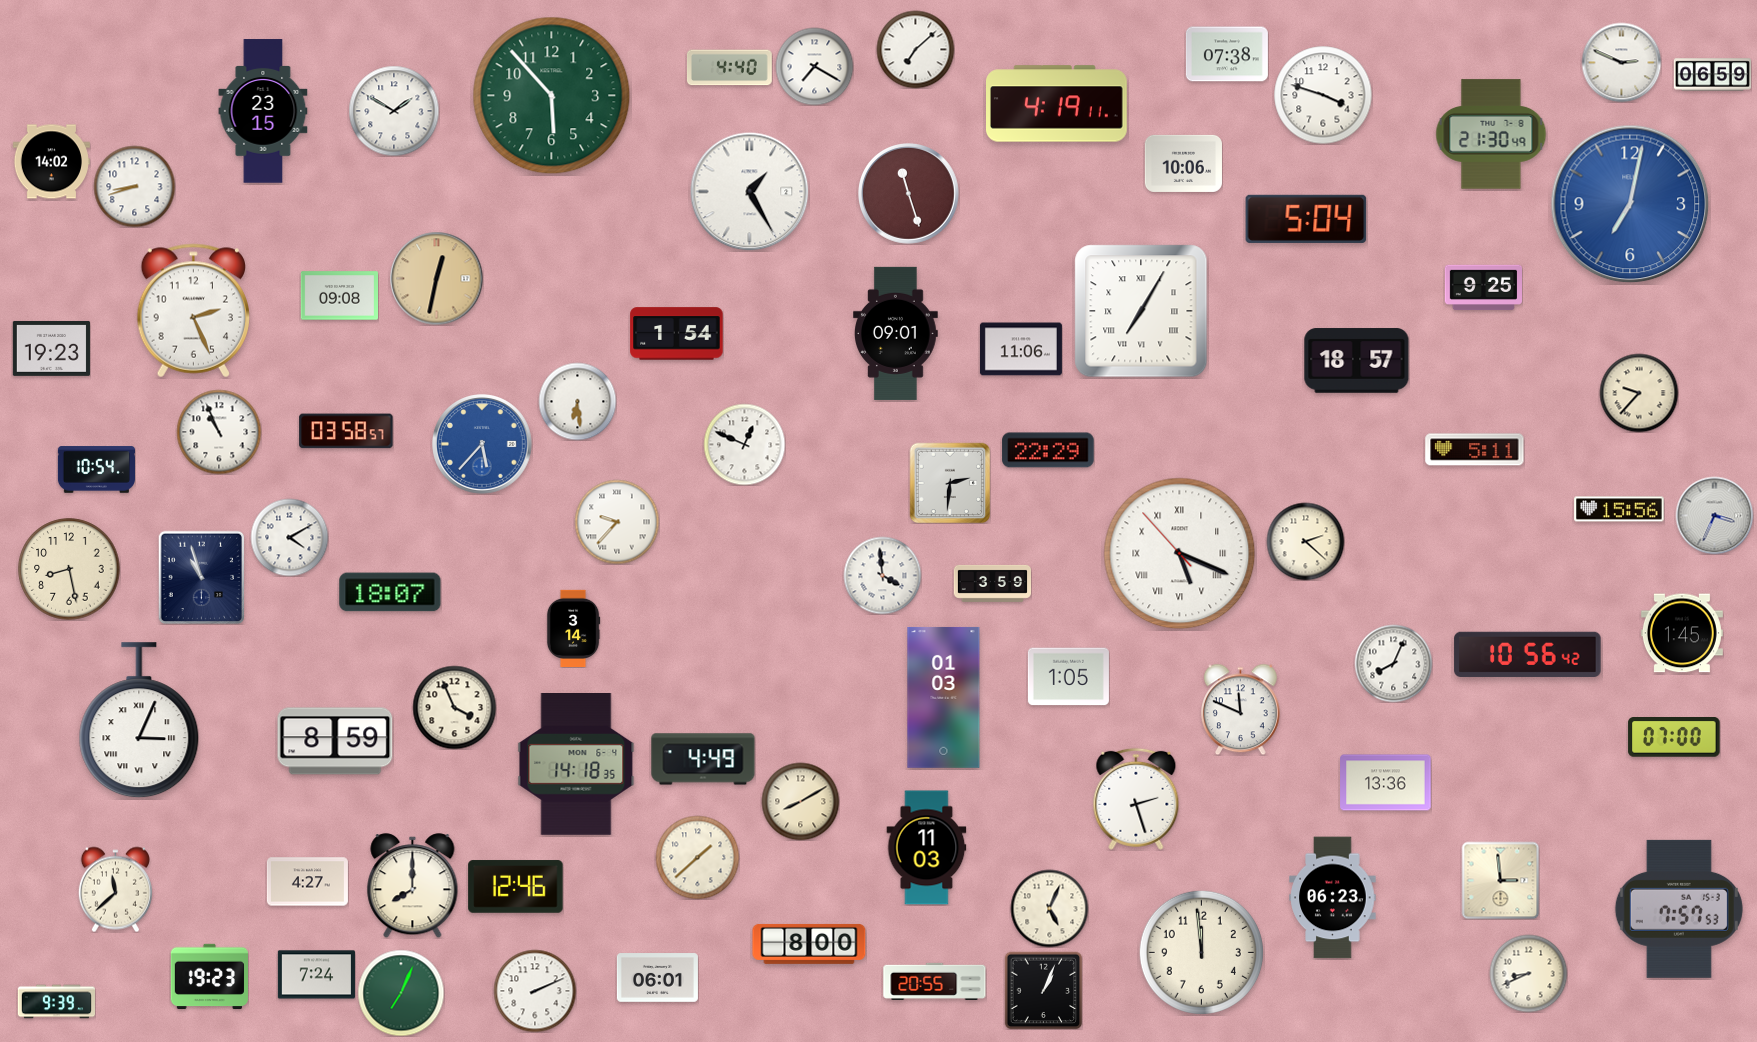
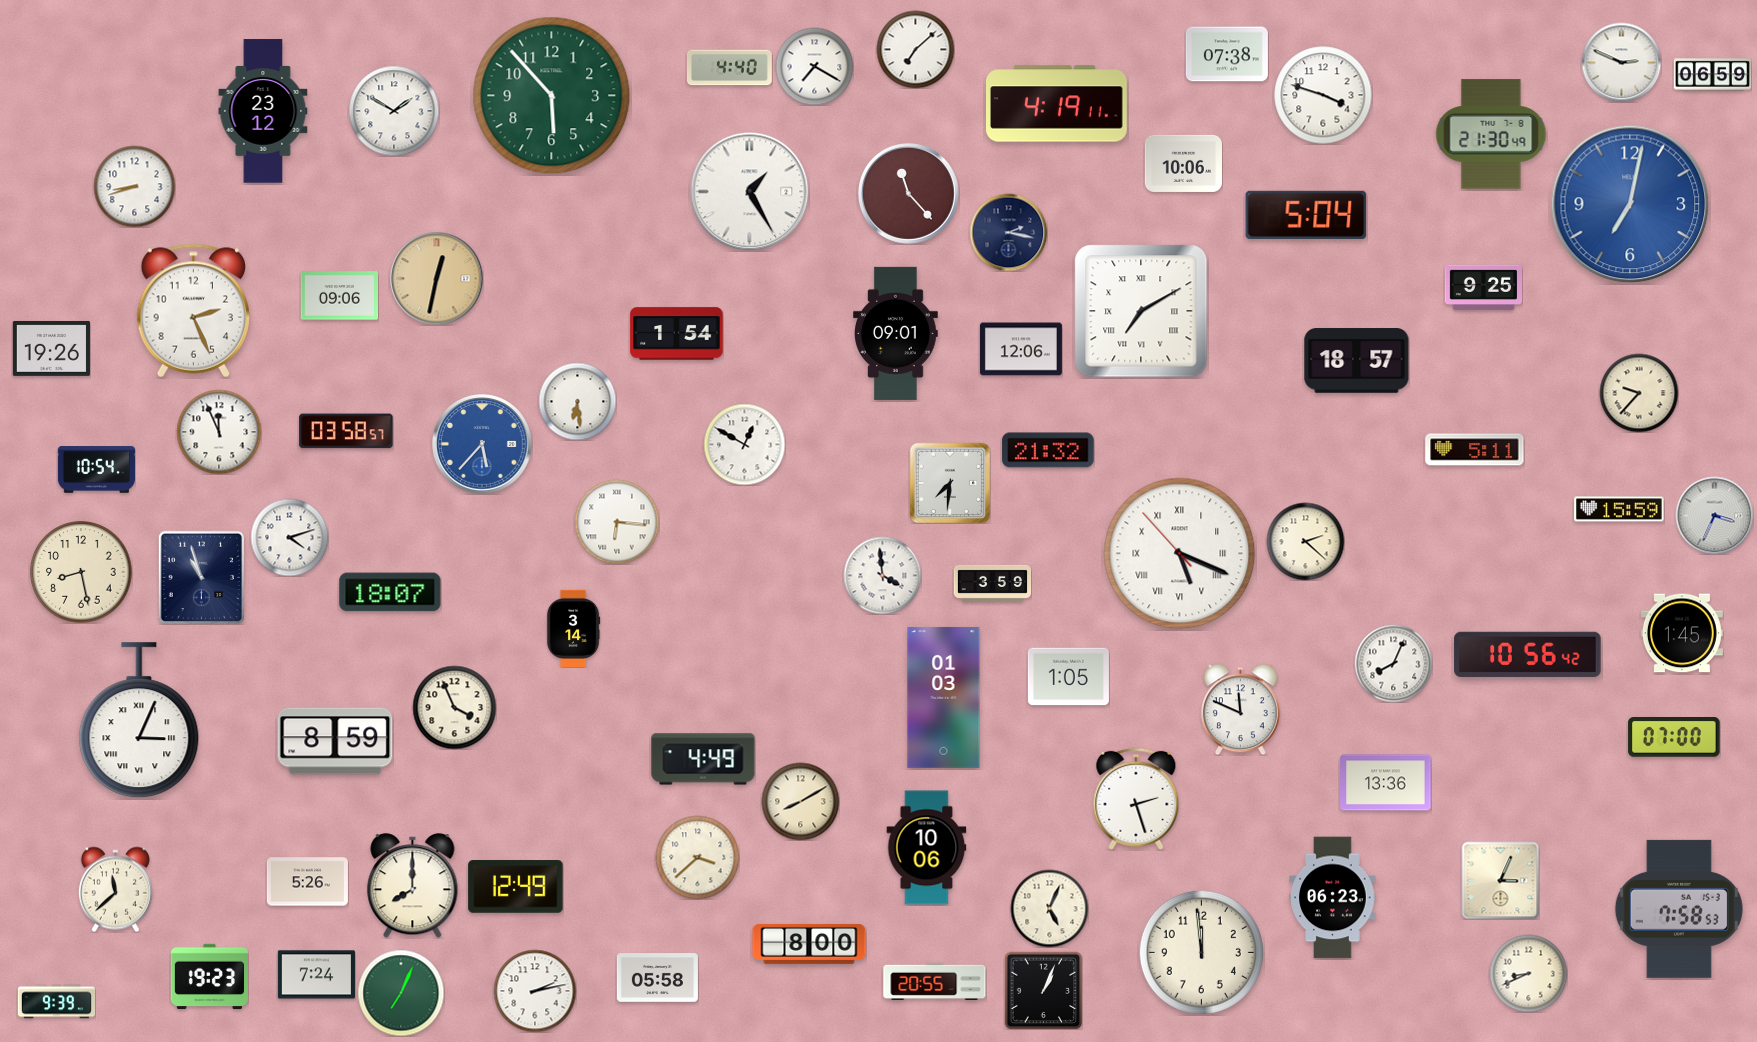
clock at (263, 111): 23:15 -> 23:12
clock at (51, 162): 14:02 -> none
clock at (909, 194): 11:27 -> 11:23
clock at (1306, 219) position: (1306, 219) -> (1306, 215)
clock at (1008, 232): none -> 2:17
clock at (339, 296): 09:08 -> 09:06
clock at (1141, 311): 7:05 -> 7:10
clock at (51, 348): 19:23 -> 19:26
clock at (1021, 349): 11:06 -> 12:06
clock at (219, 432): 10:56 -> 11:56
clock at (744, 444): 12:49 -> 12:50
clock at (1048, 450): 22:29 -> 21:32
clock at (950, 483): 2:31 -> 7:31
clock at (1619, 509): 15:56 -> 15:59
clock at (617, 522): 9:37 -> 6:16
clock at (289, 537): 4:10 -> 4:12
clock at (69, 569) position: (69, 569) -> (81, 572)
clock at (576, 765): 14:18 -> none
clock at (927, 848): 11:03 -> 10:06
clock at (697, 857): 1:38 -> 3:38
clock at (1500, 880): 2:59 -> 3:04
clock at (307, 882): 4:27 -> 5:26
clock at (516, 887): 12:46 -> 12:49
clock at (1679, 909): 7:57 -> 7:58
clock at (657, 978): 06:01 -> 05:58
clock at (535, 991): 2:11 -> 2:13
